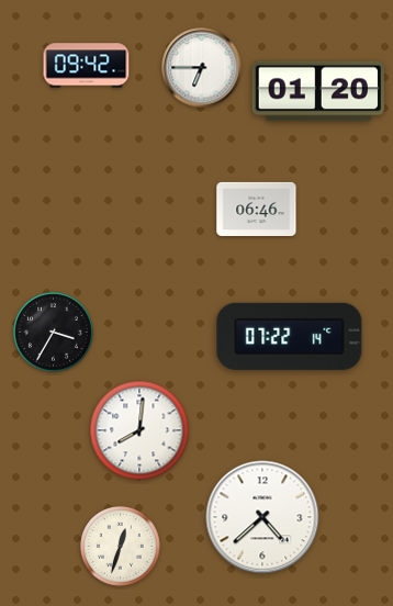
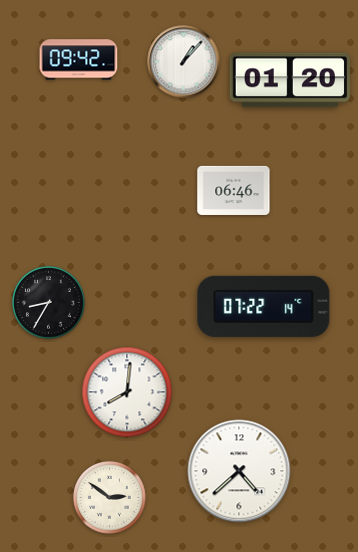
clock at (202, 68): 6:45 -> 1:07
clock at (318, 91) position: (318, 91) -> (290, 80)
clock at (54, 333): 3:35 -> 8:35
clock at (121, 547): 12:33 -> 2:51
